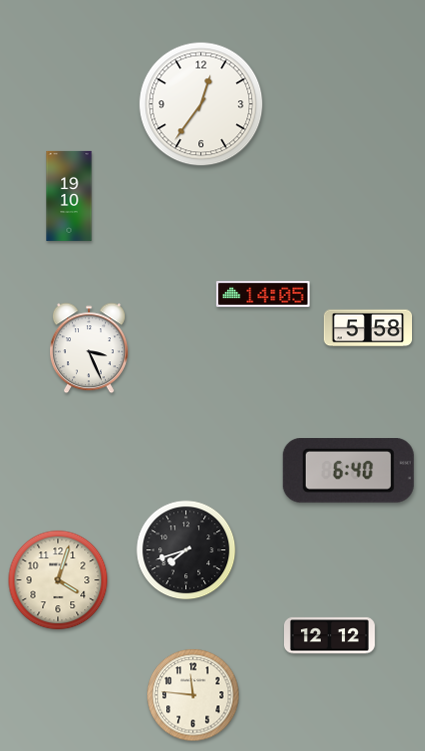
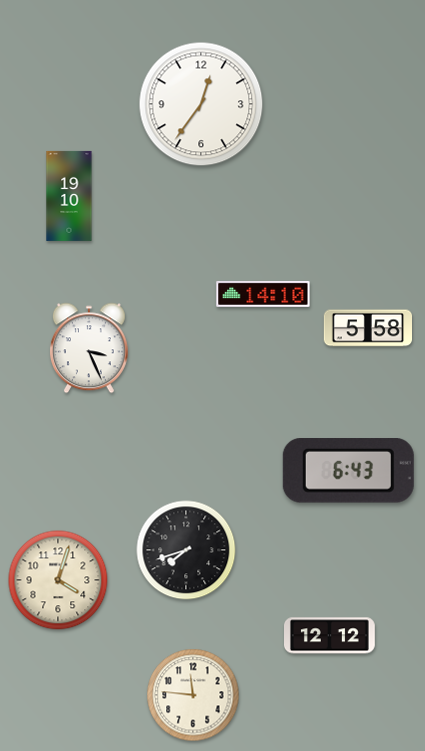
clock at (263, 294): 14:05 -> 14:10
clock at (348, 471): 6:40 -> 6:43
